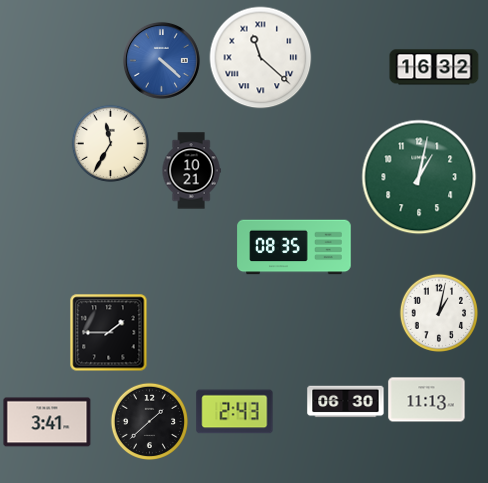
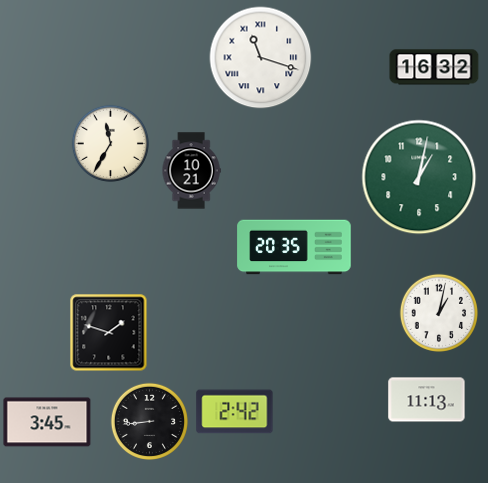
clock at (261, 58): 11:22 -> 11:18
clock at (161, 60): 4:22 -> none
clock at (294, 247): 08:35 -> 20:35
clock at (108, 332): 1:45 -> 1:48
clock at (346, 402): 06:30 -> none
clock at (235, 412): 2:43 -> 2:42
clock at (149, 421): 1:38 -> 8:44
clock at (47, 422): 3:41 -> 3:45
